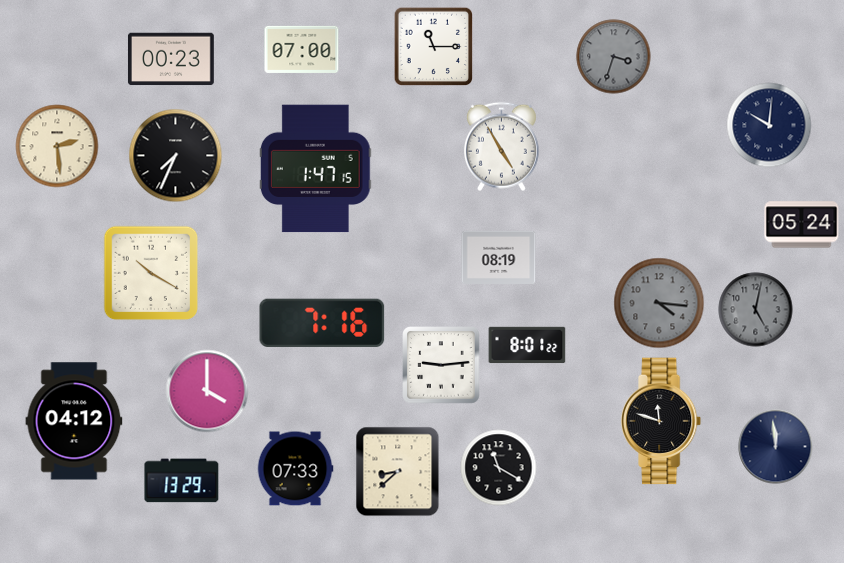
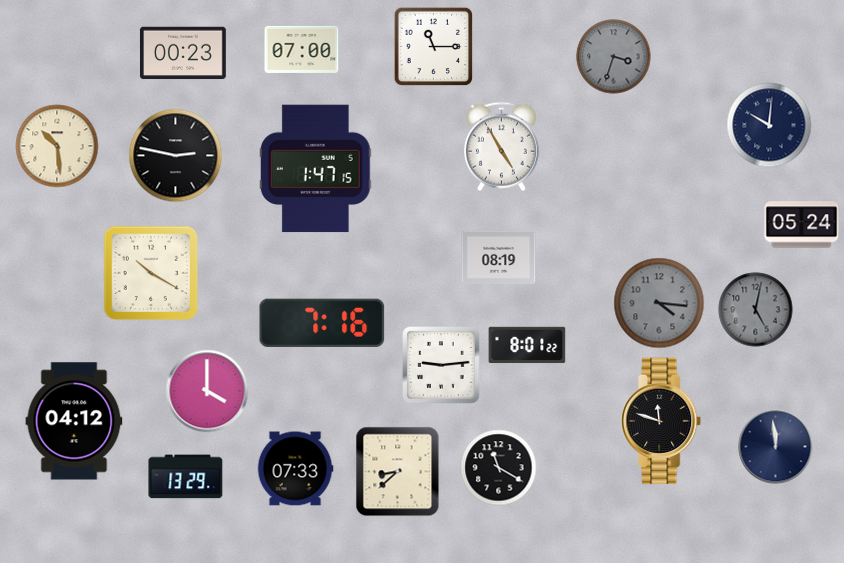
clock at (171, 59) position: (171, 59) -> (183, 53)
clock at (57, 146): 2:29 -> 10:29
clock at (176, 156): 7:34 -> 2:47
clock at (182, 481) position: (182, 481) -> (186, 477)
